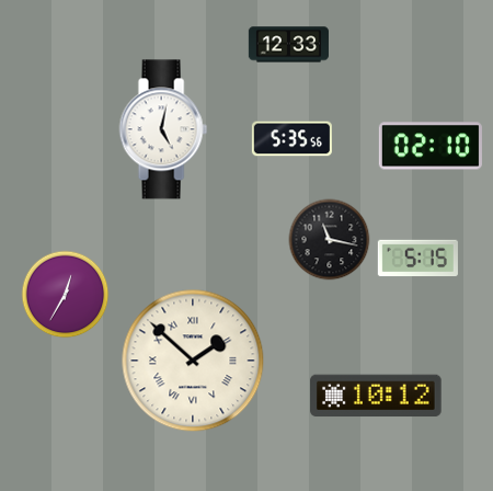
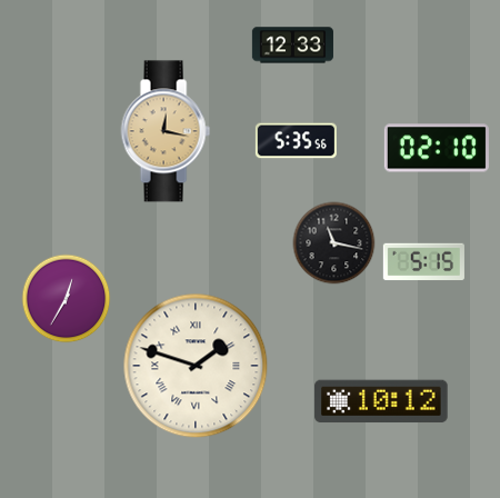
clock at (163, 129): 5:02 -> 12:17
clock at (163, 129) dial: white -> champagne
clock at (193, 361): 1:52 -> 1:48
